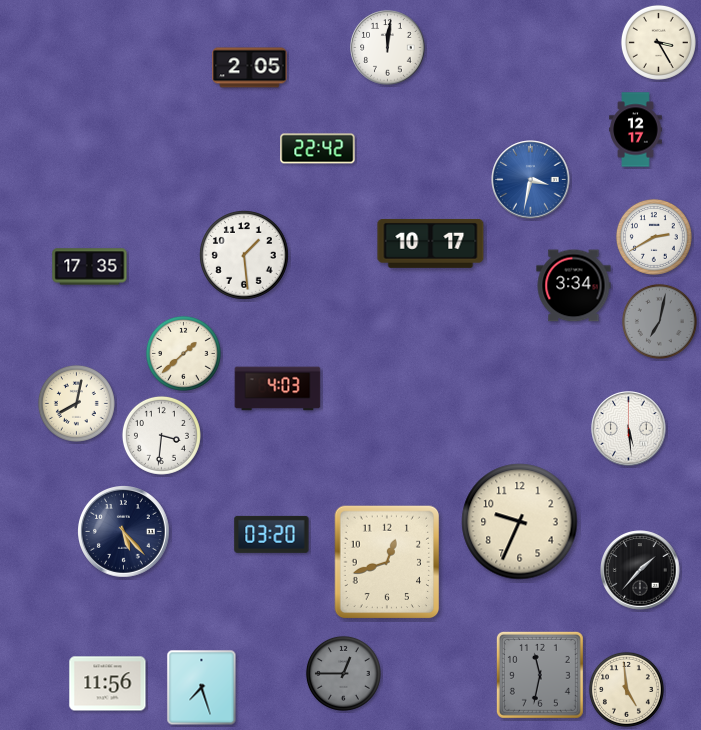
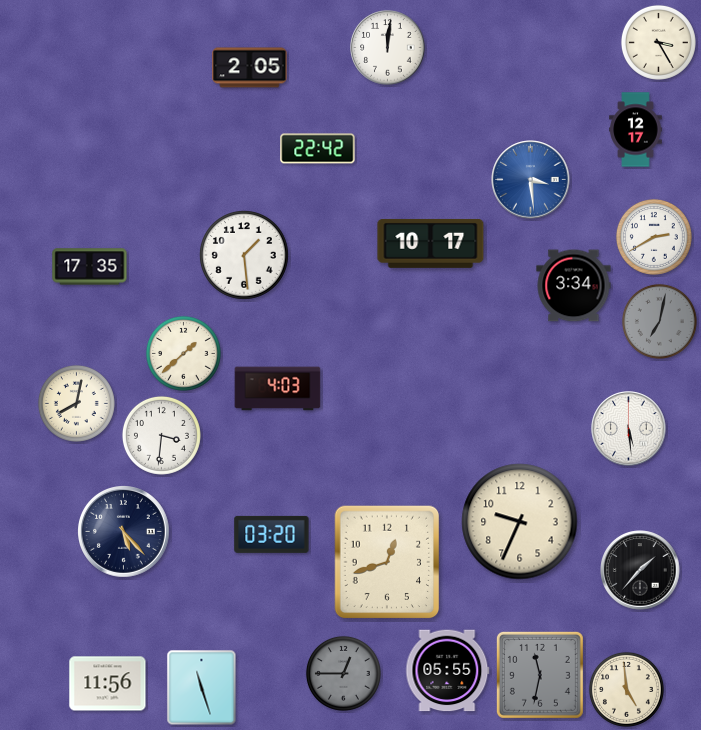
clock at (531, 180): 3:32 -> 3:29
clock at (448, 671): none -> 05:55
clock at (202, 688): 7:27 -> 11:27
